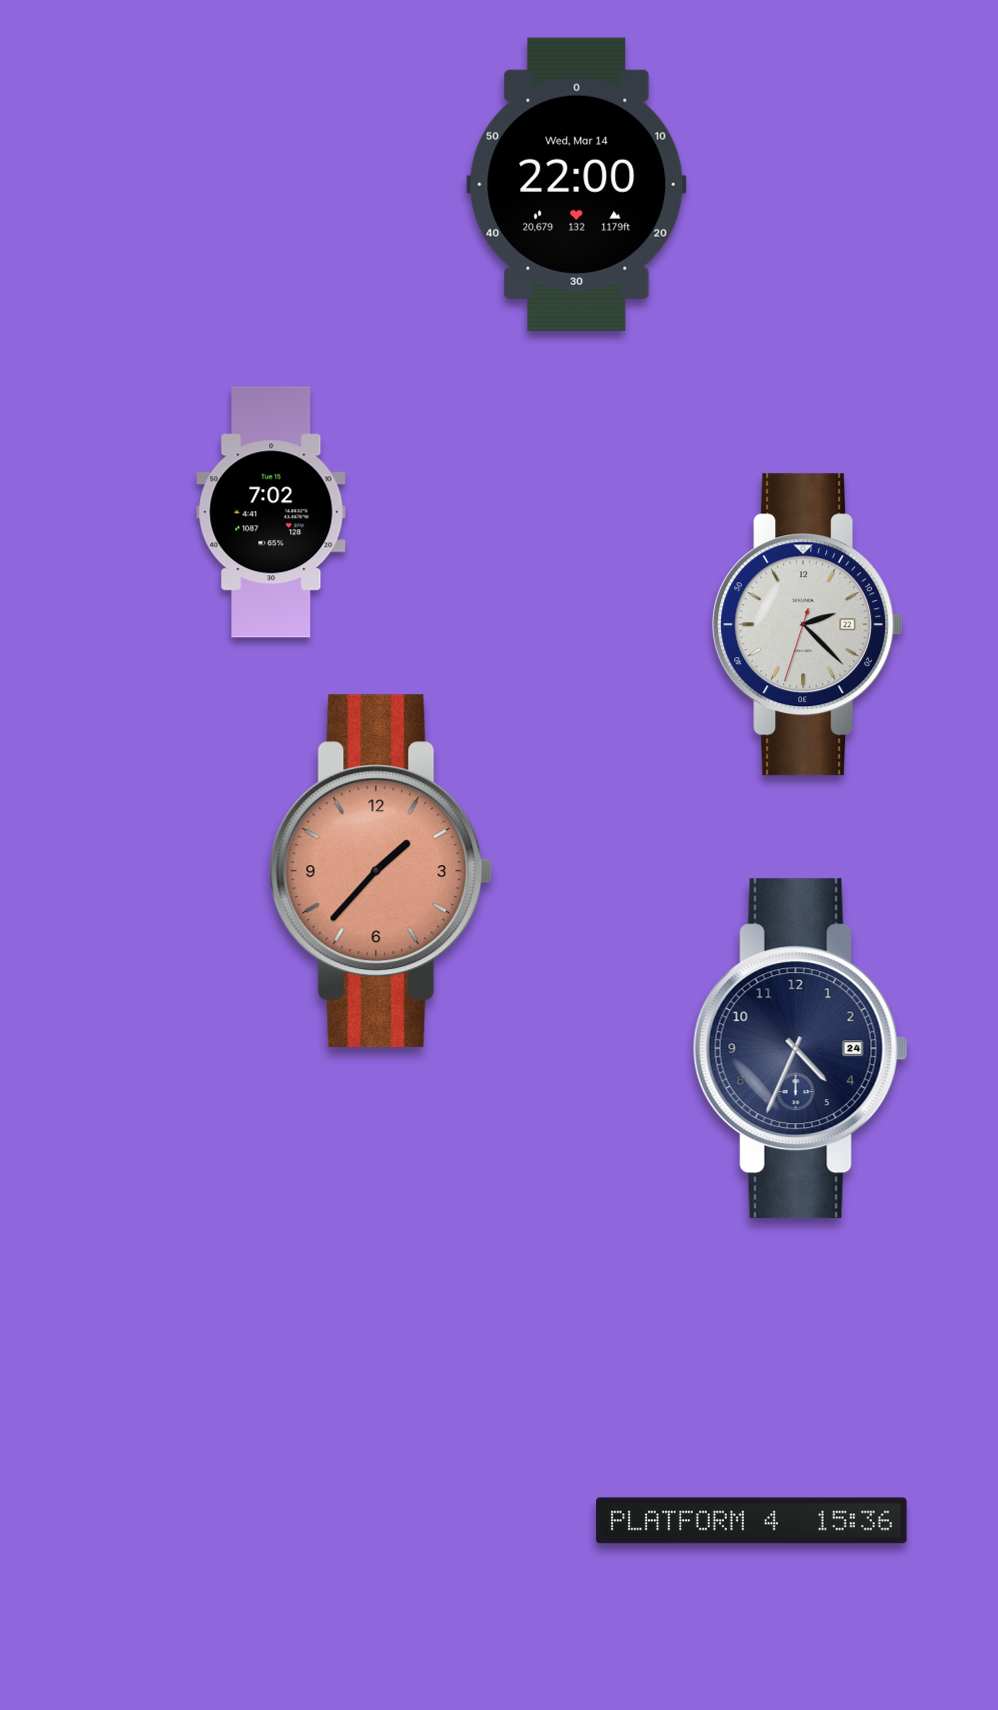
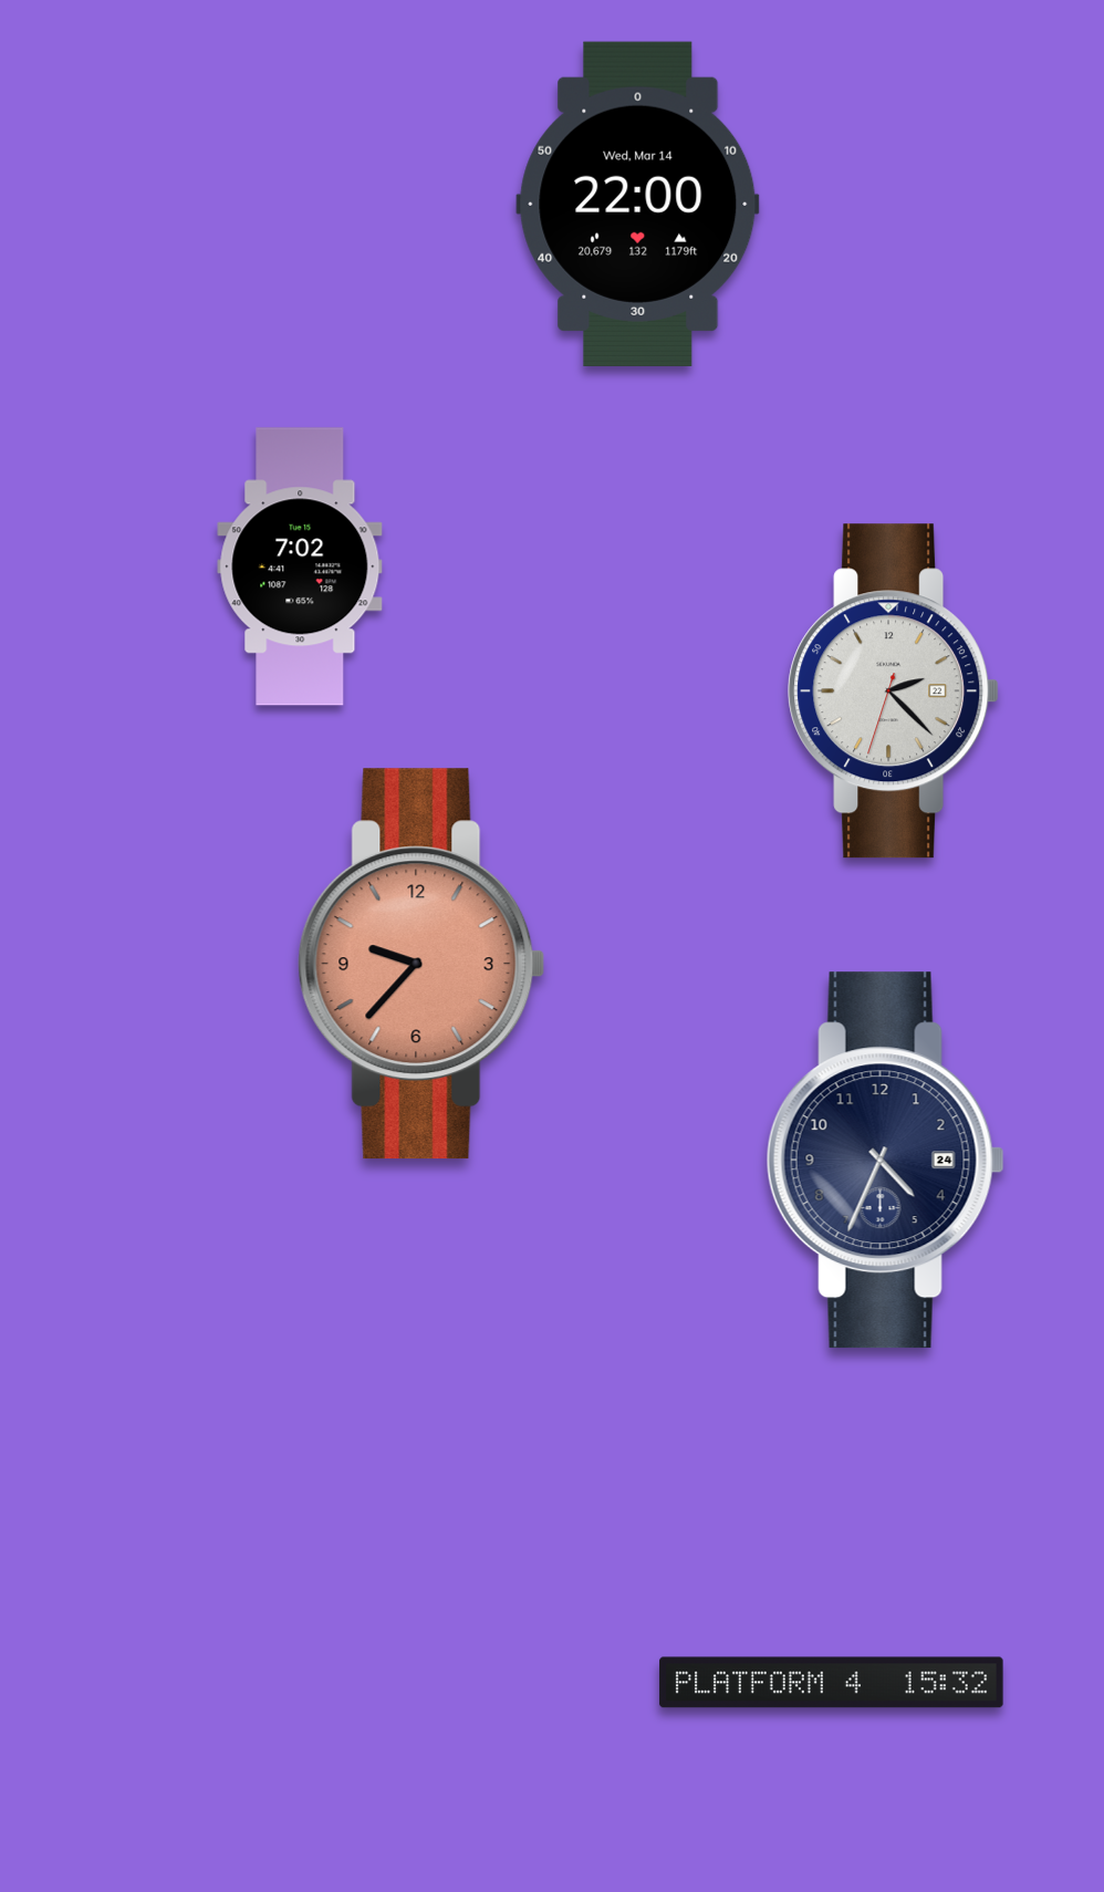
clock at (381, 871): 1:37 -> 9:37
clock at (752, 1521): 15:36 -> 15:32
